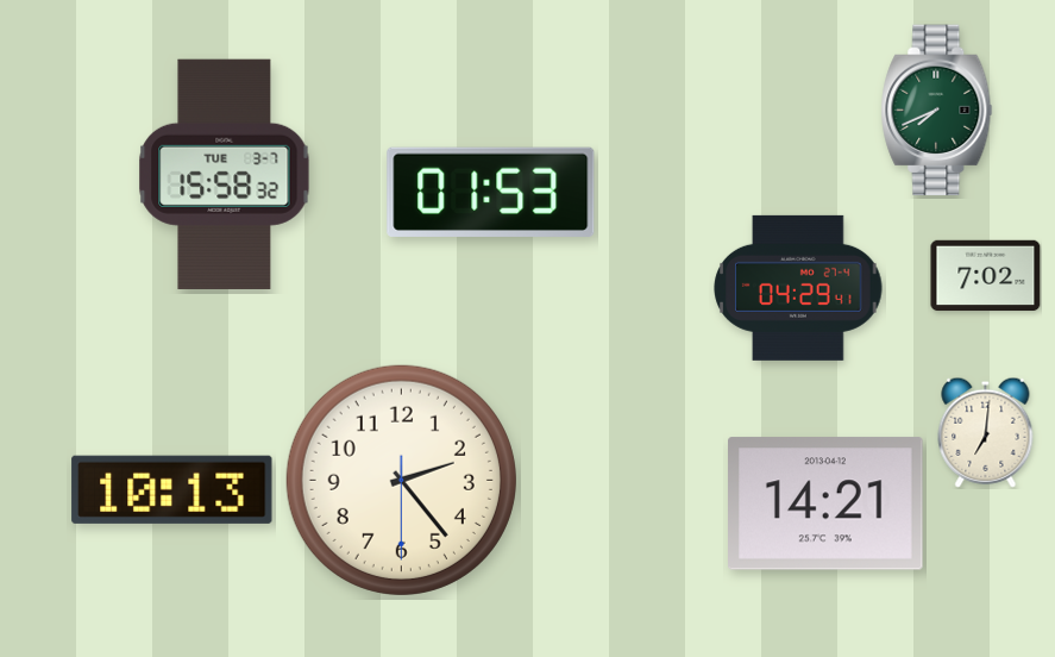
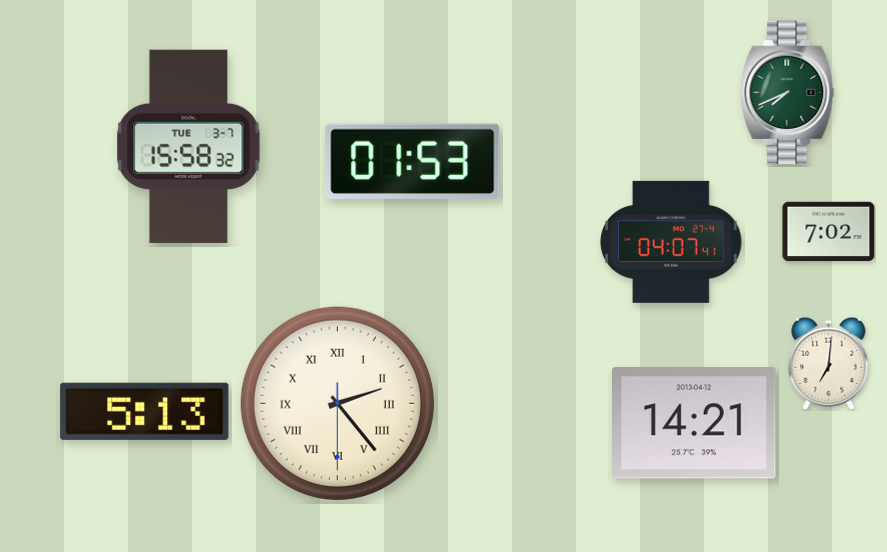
clock at (798, 288): 04:29 -> 04:07
clock at (401, 480) numerals: Arabic -> Roman
clock at (172, 489): 10:13 -> 5:13
